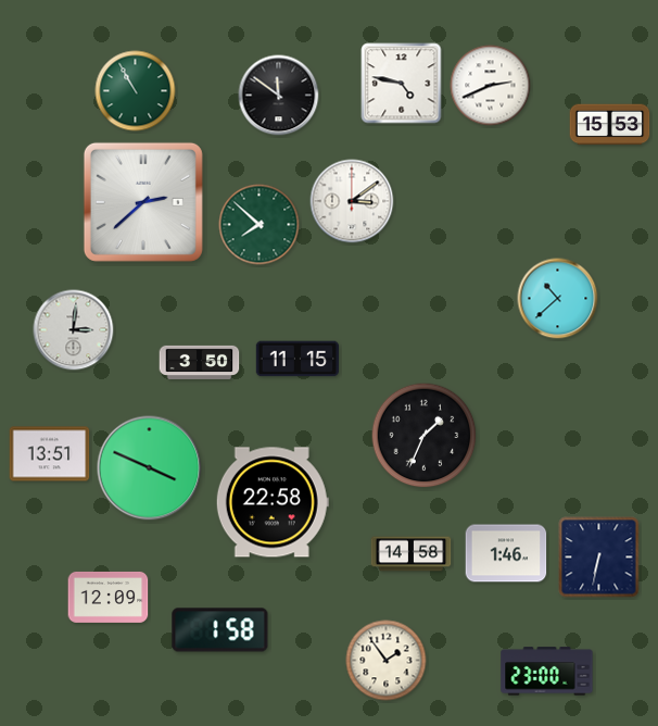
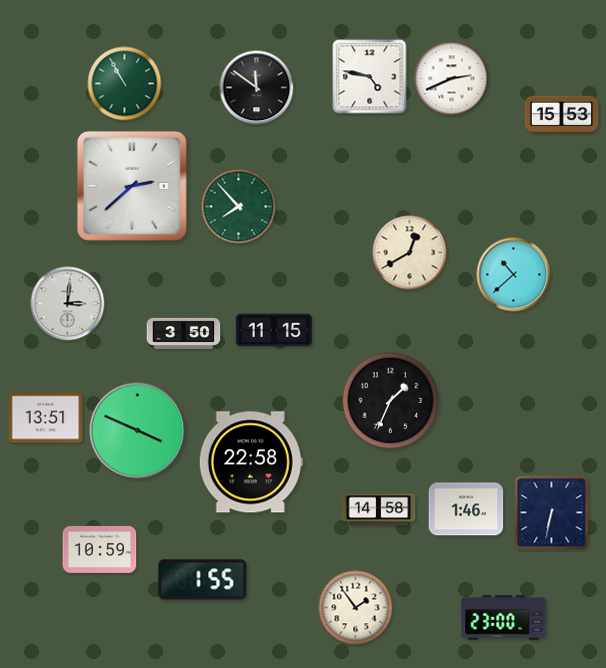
clock at (352, 201): 3:09 -> none
clock at (260, 225): 7:52 -> 7:53
clock at (410, 253): none -> 12:40
clock at (109, 597): 12:09 -> 10:59
clock at (220, 630): 1:58 -> 1:55
